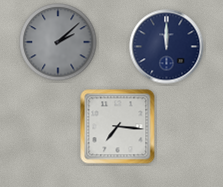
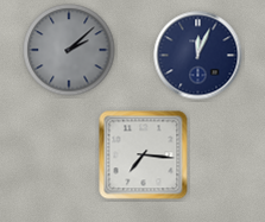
clock at (167, 47): 12:00 -> 12:04
clock at (118, 127) position: (118, 127) -> (144, 156)
